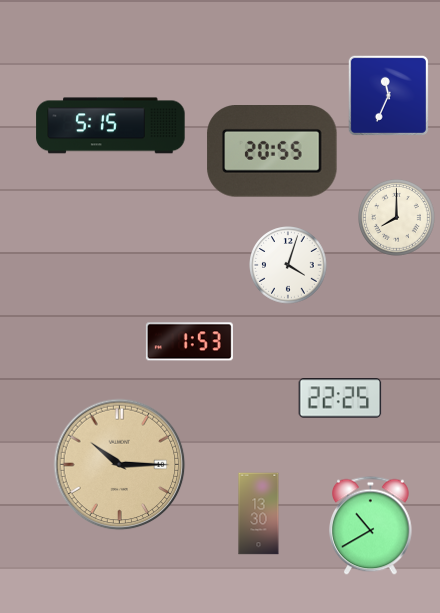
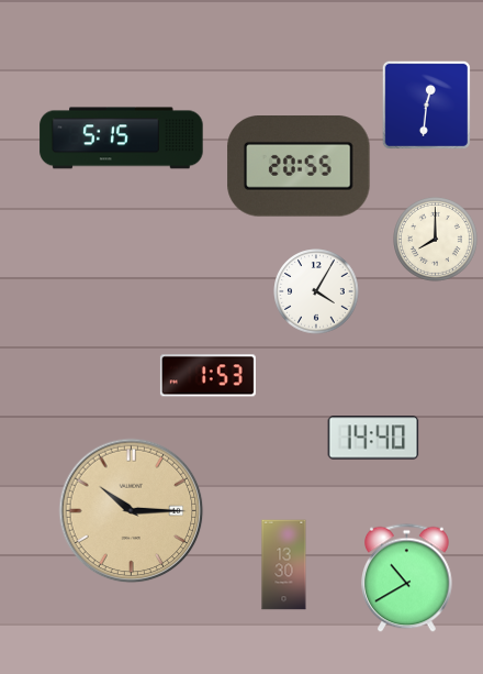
clock at (388, 95): 11:34 -> 12:31
clock at (288, 265): 4:03 -> 4:05
clock at (340, 398): 22:25 -> 14:40
